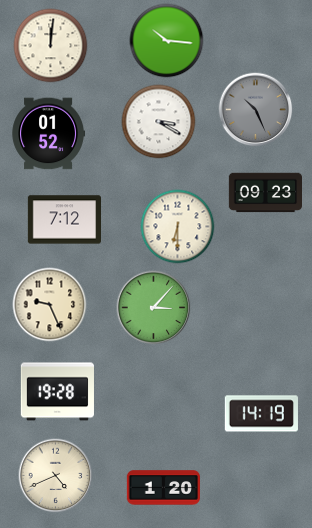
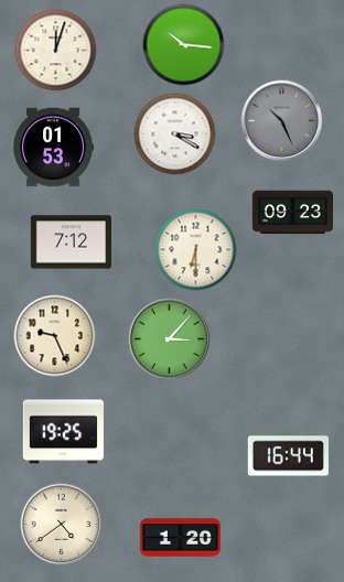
clock at (51, 46): 12:01 -> 12:03
clock at (48, 134): 01:52 -> 01:53
clock at (57, 392): 19:28 -> 19:25
clock at (261, 414): 14:19 -> 16:44
clock at (56, 476): 4:41 -> 4:39
